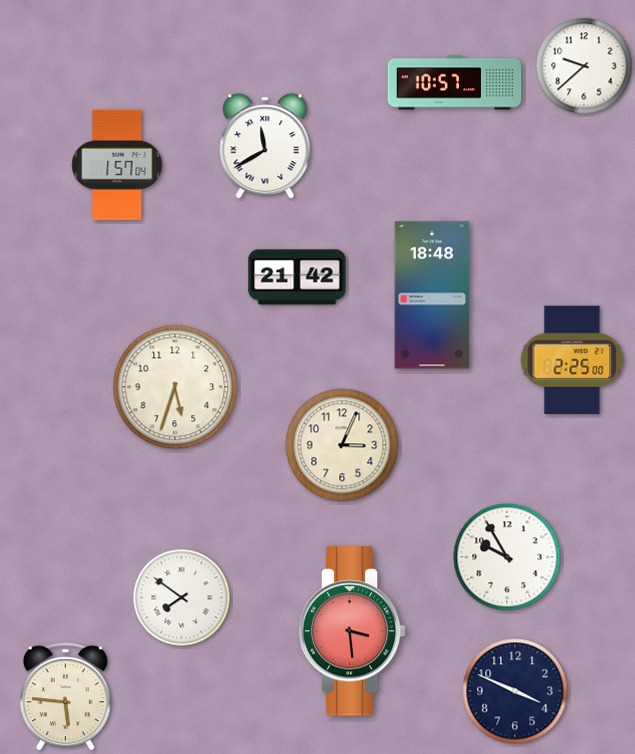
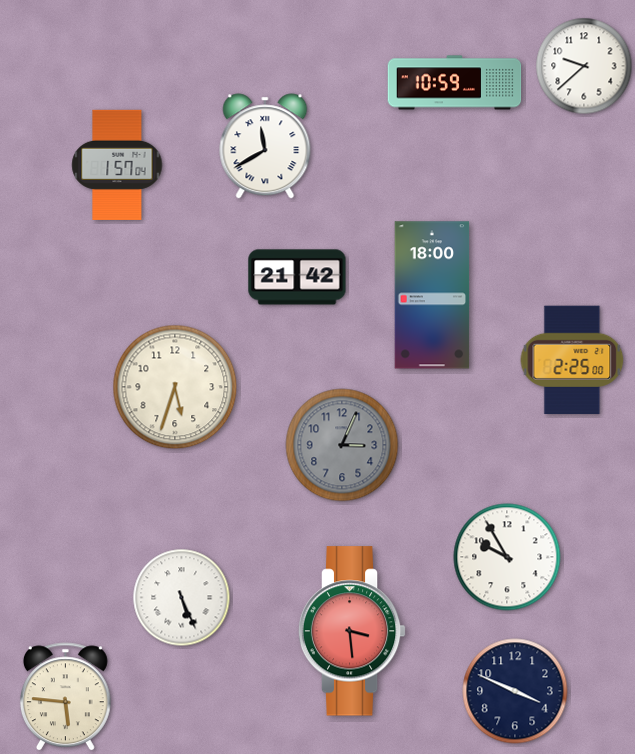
clock at (455, 83): 10:57 -> 10:59
clock at (432, 295): 18:48 -> 18:00
clock at (342, 445) dial: cream -> grey
clock at (182, 598): 7:51 -> 5:26
